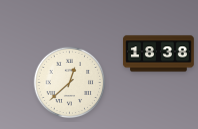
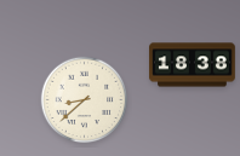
clock at (70, 83): 12:38 -> 8:38
